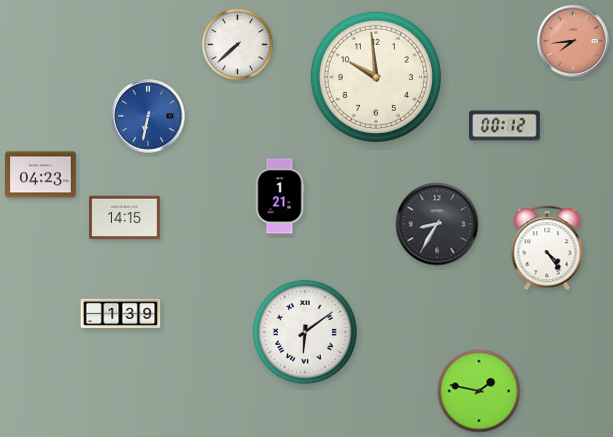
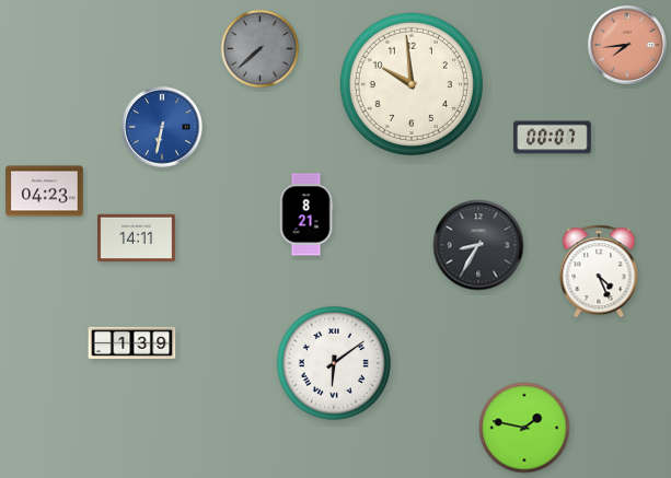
clock at (238, 45) dial: white -> grey
clock at (505, 126): 00:12 -> 00:07
clock at (280, 196): 1:21 -> 8:21
clock at (125, 218): 14:15 -> 14:11
clock at (547, 248): 4:24 -> 4:26
